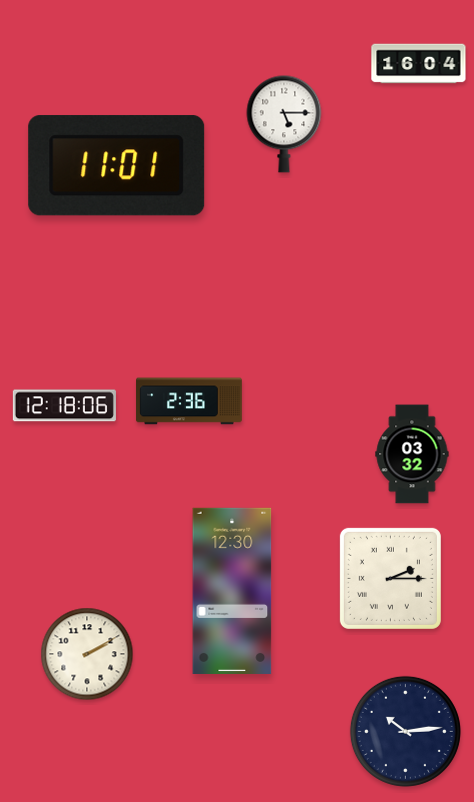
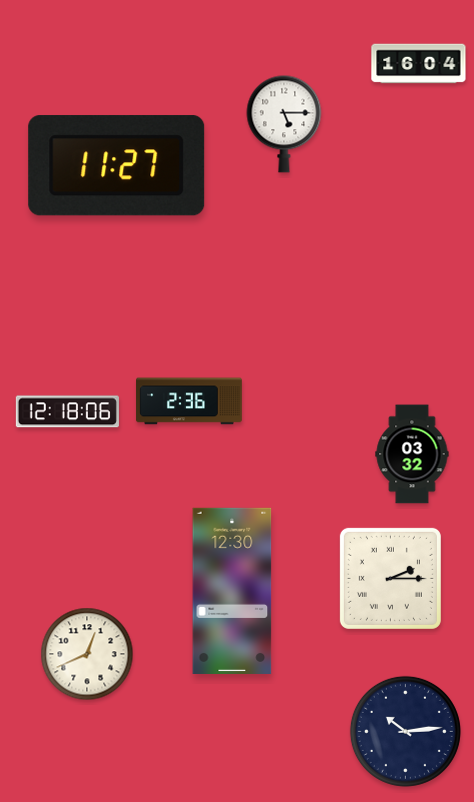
clock at (117, 166): 11:01 -> 11:27
clock at (64, 406) position: (64, 406) -> (67, 412)
clock at (87, 654): 2:10 -> 12:41
